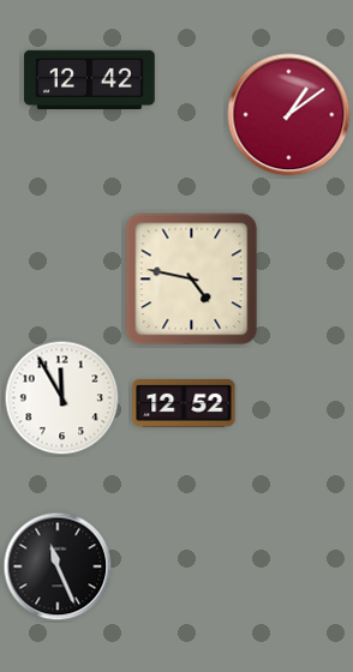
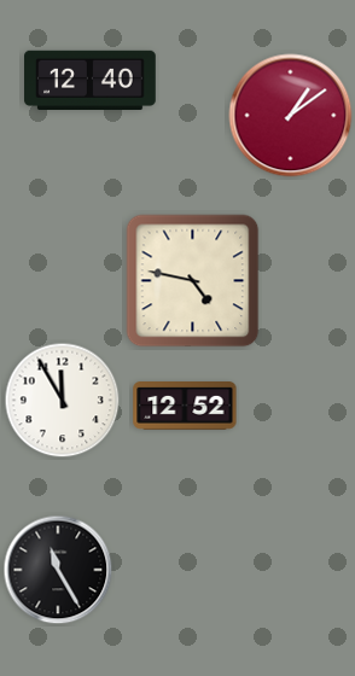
clock at (90, 79): 12:42 -> 12:40
clock at (58, 566): 11:26 -> 11:25
